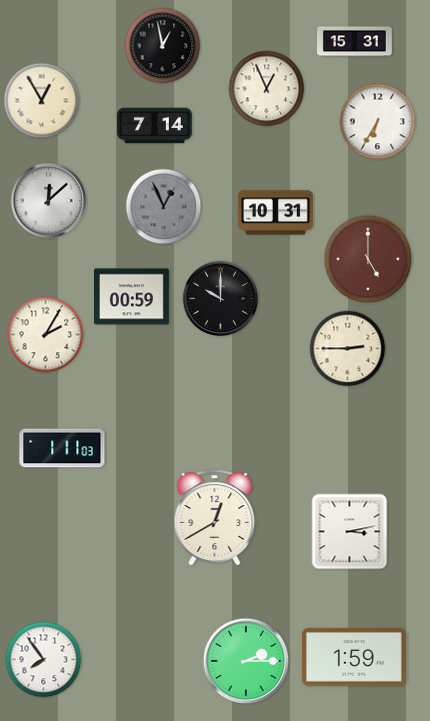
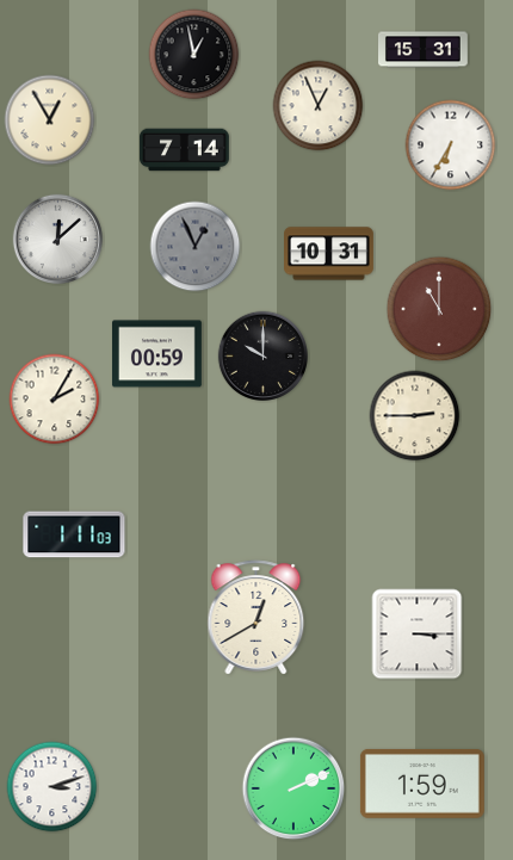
clock at (368, 259): 5:00 -> 11:00
clock at (350, 532): 3:13 -> 3:15
clock at (44, 660): 7:54 -> 3:12
clock at (246, 661): 2:15 -> 2:11
